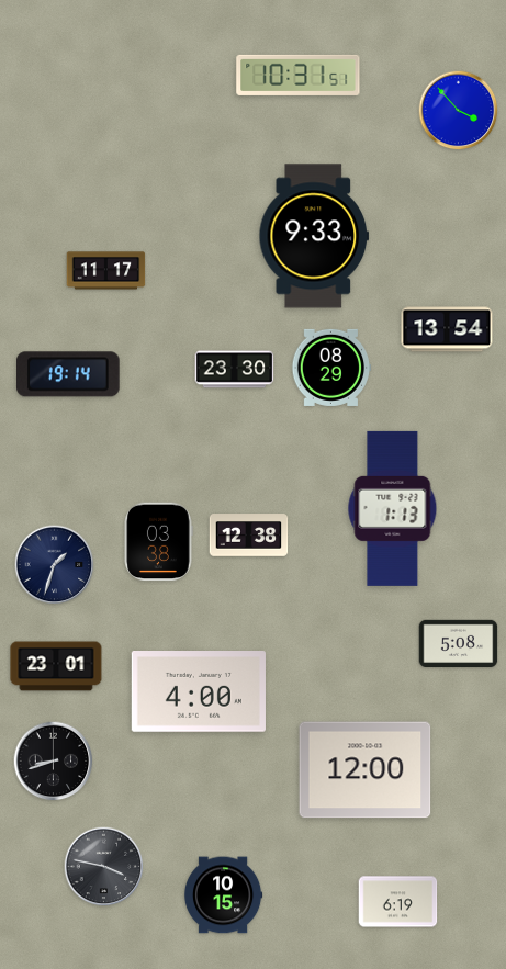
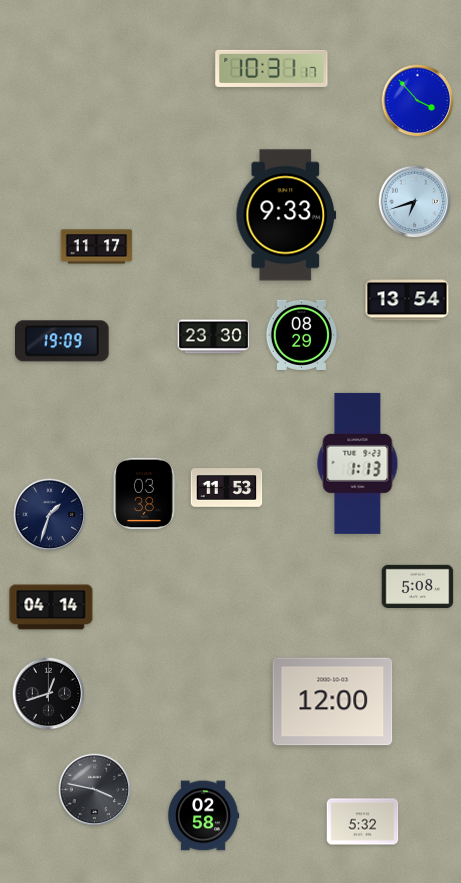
clock at (299, 75): 10:31:51 -> 10:31:17
clock at (415, 202): none -> 6:42
clock at (69, 374): 19:14 -> 19:09
clock at (249, 536): 12:38 -> 11:53
clock at (56, 666): 23:01 -> 04:14
clock at (199, 691): 4:00 -> none
clock at (54, 762): 8:42 -> 12:42
clock at (223, 895): 10:15 -> 02:58
clock at (398, 902): 6:19 -> 5:32
